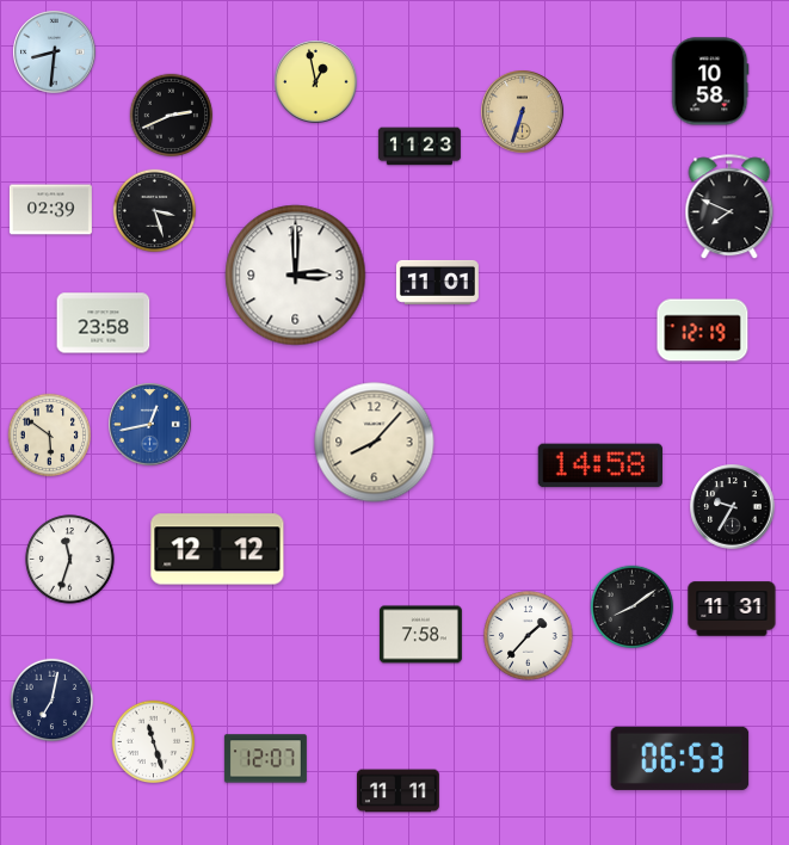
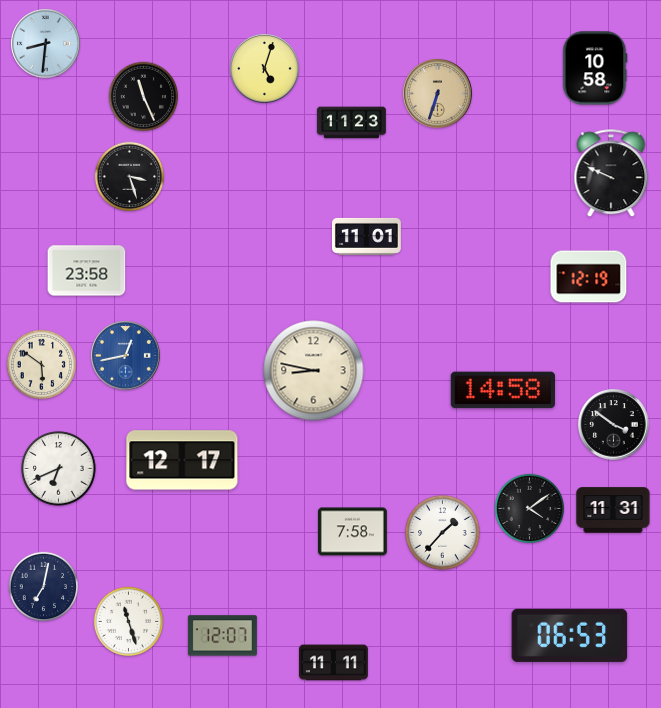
clock at (316, 82): 12:58 -> 5:03
clock at (172, 116): 2:41 -> 11:26
clock at (729, 208): 7:49 -> 9:49
clock at (50, 210): 02:39 -> none
clock at (296, 276): 3:00 -> none
clock at (375, 443): 8:07 -> 8:47
clock at (733, 507): 9:35 -> 3:51
clock at (217, 549): 12:12 -> 12:17
clock at (70, 560): 11:33 -> 6:41
clock at (633, 607): 8:09 -> 4:09
